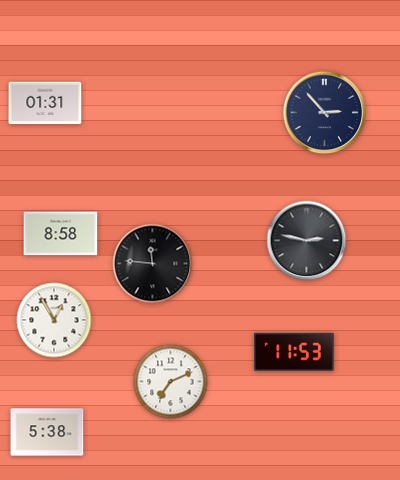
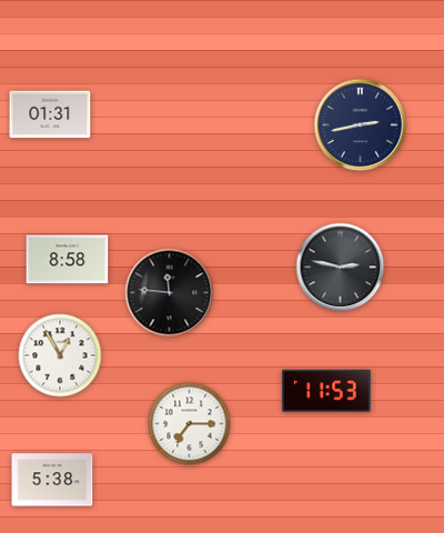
clock at (325, 113): 2:53 -> 2:43
clock at (171, 382): 7:11 -> 7:15
